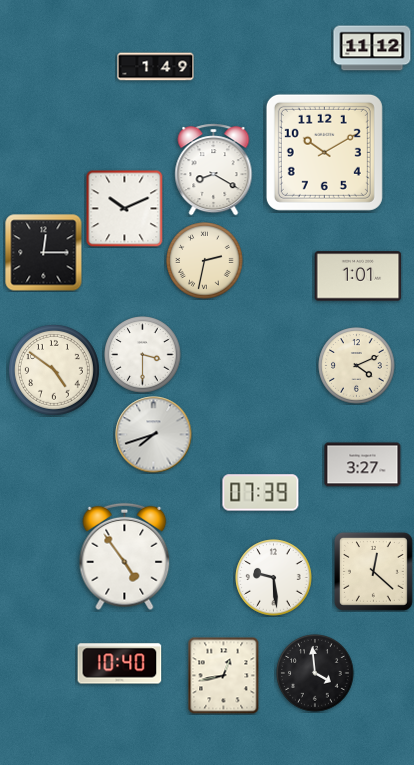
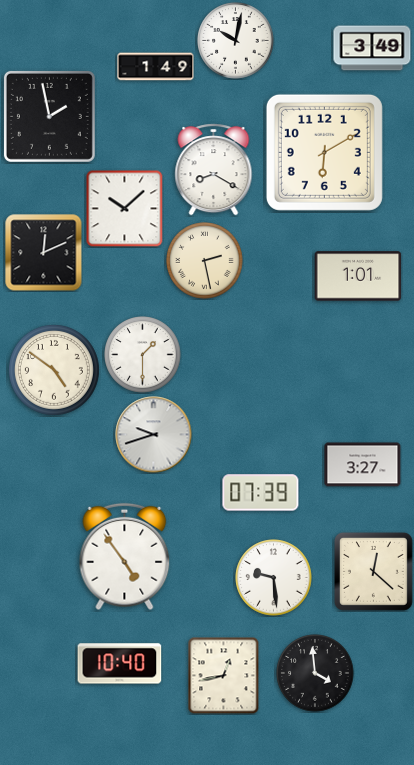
clock at (236, 41): none -> 10:02
clock at (372, 48): 11:12 -> 3:49
clock at (49, 116): none -> 1:58
clock at (324, 152): 10:10 -> 6:10
clock at (124, 208): 10:11 -> 10:08
clock at (44, 253): 12:15 -> 12:11
clock at (205, 261): 2:32 -> 2:28
clock at (143, 355): 3:30 -> 1:30
clock at (357, 366): 4:11 -> none
clock at (154, 435): 7:42 -> 9:42
